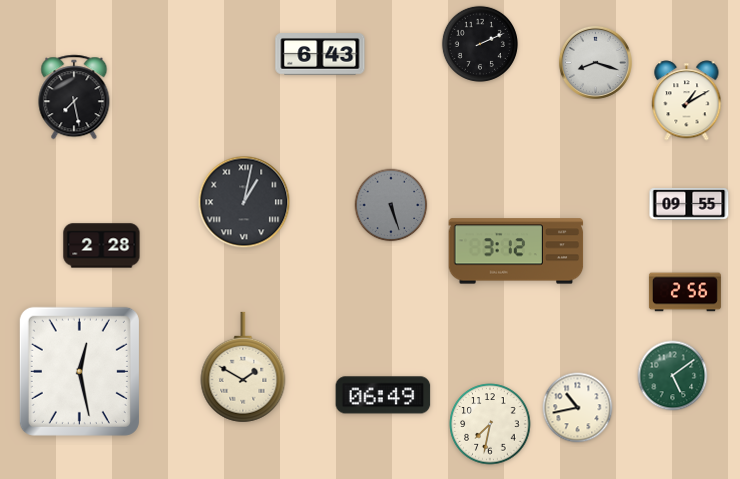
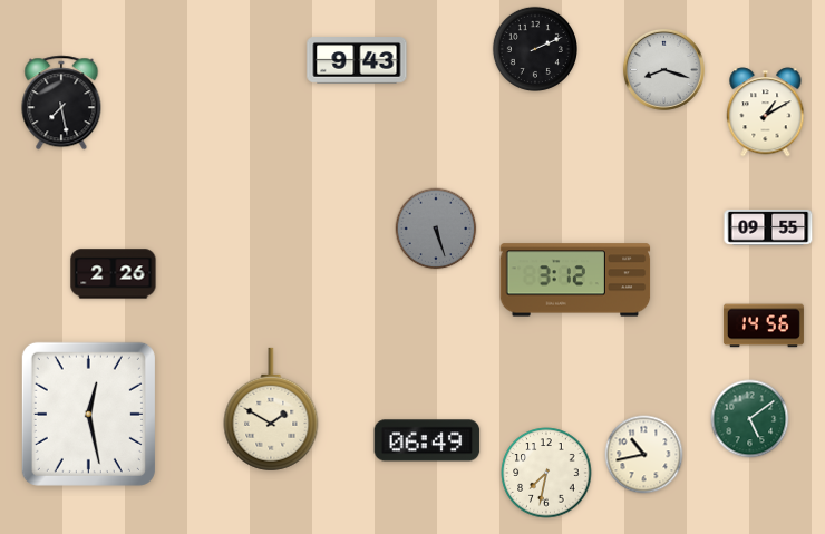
clock at (320, 54): 6:43 -> 9:43
clock at (74, 97) position: (74, 97) -> (61, 103)
clock at (244, 202): 1:02 -> none
clock at (102, 246): 2:28 -> 2:26
clock at (685, 292): 2:56 -> 14:56
